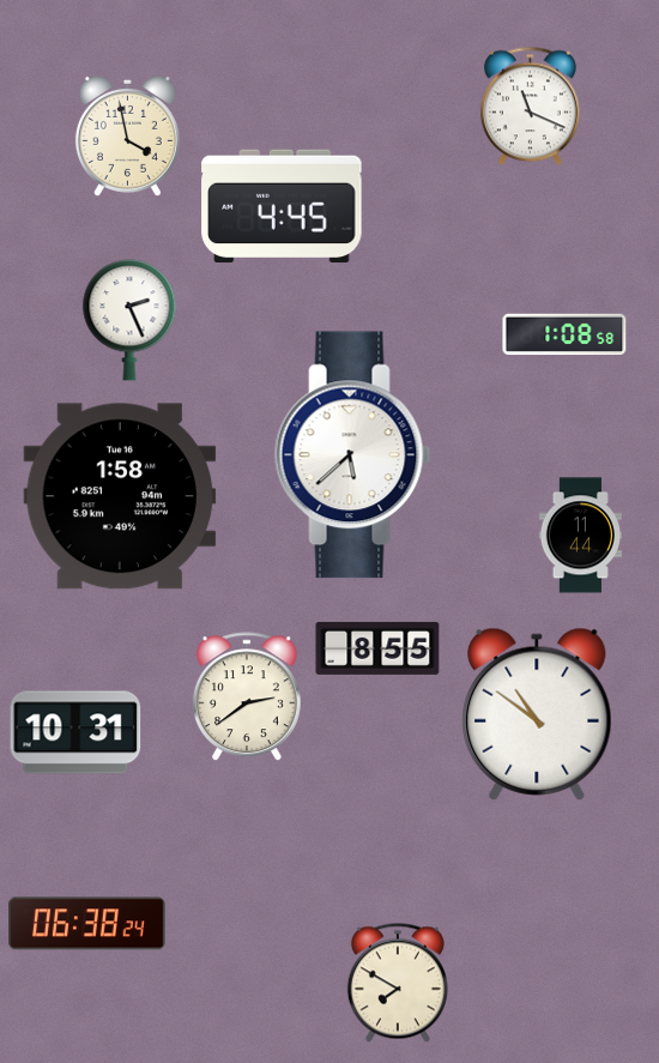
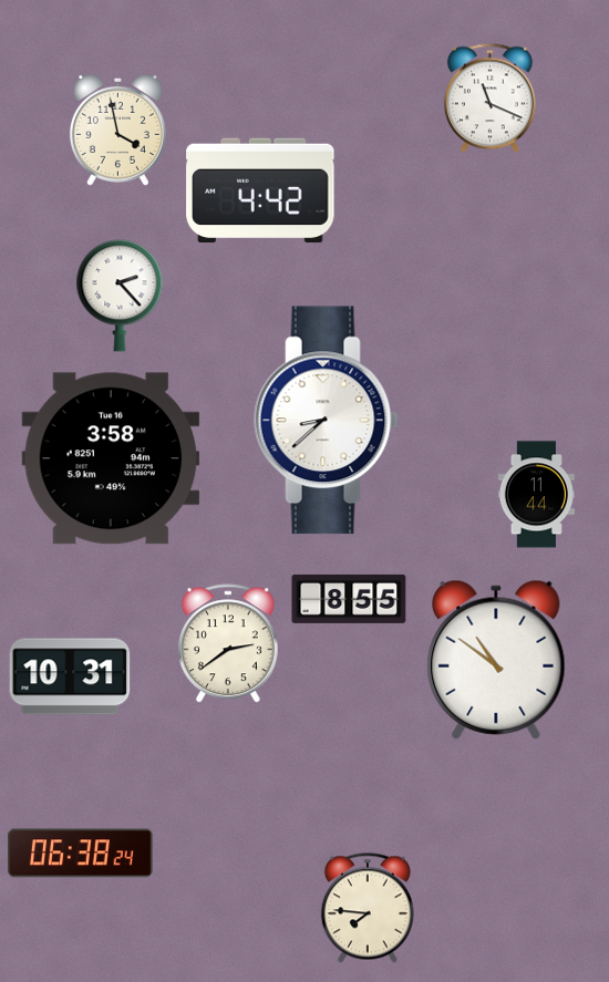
clock at (127, 135) position: (127, 135) -> (117, 130)
clock at (282, 206): 4:45 -> 4:42
clock at (129, 320): 2:26 -> 2:23
clock at (564, 334): 1:08 -> none
clock at (353, 455): 5:38 -> 8:38
clock at (120, 496): 1:58 -> 3:58
clock at (398, 983): 7:50 -> 7:46
